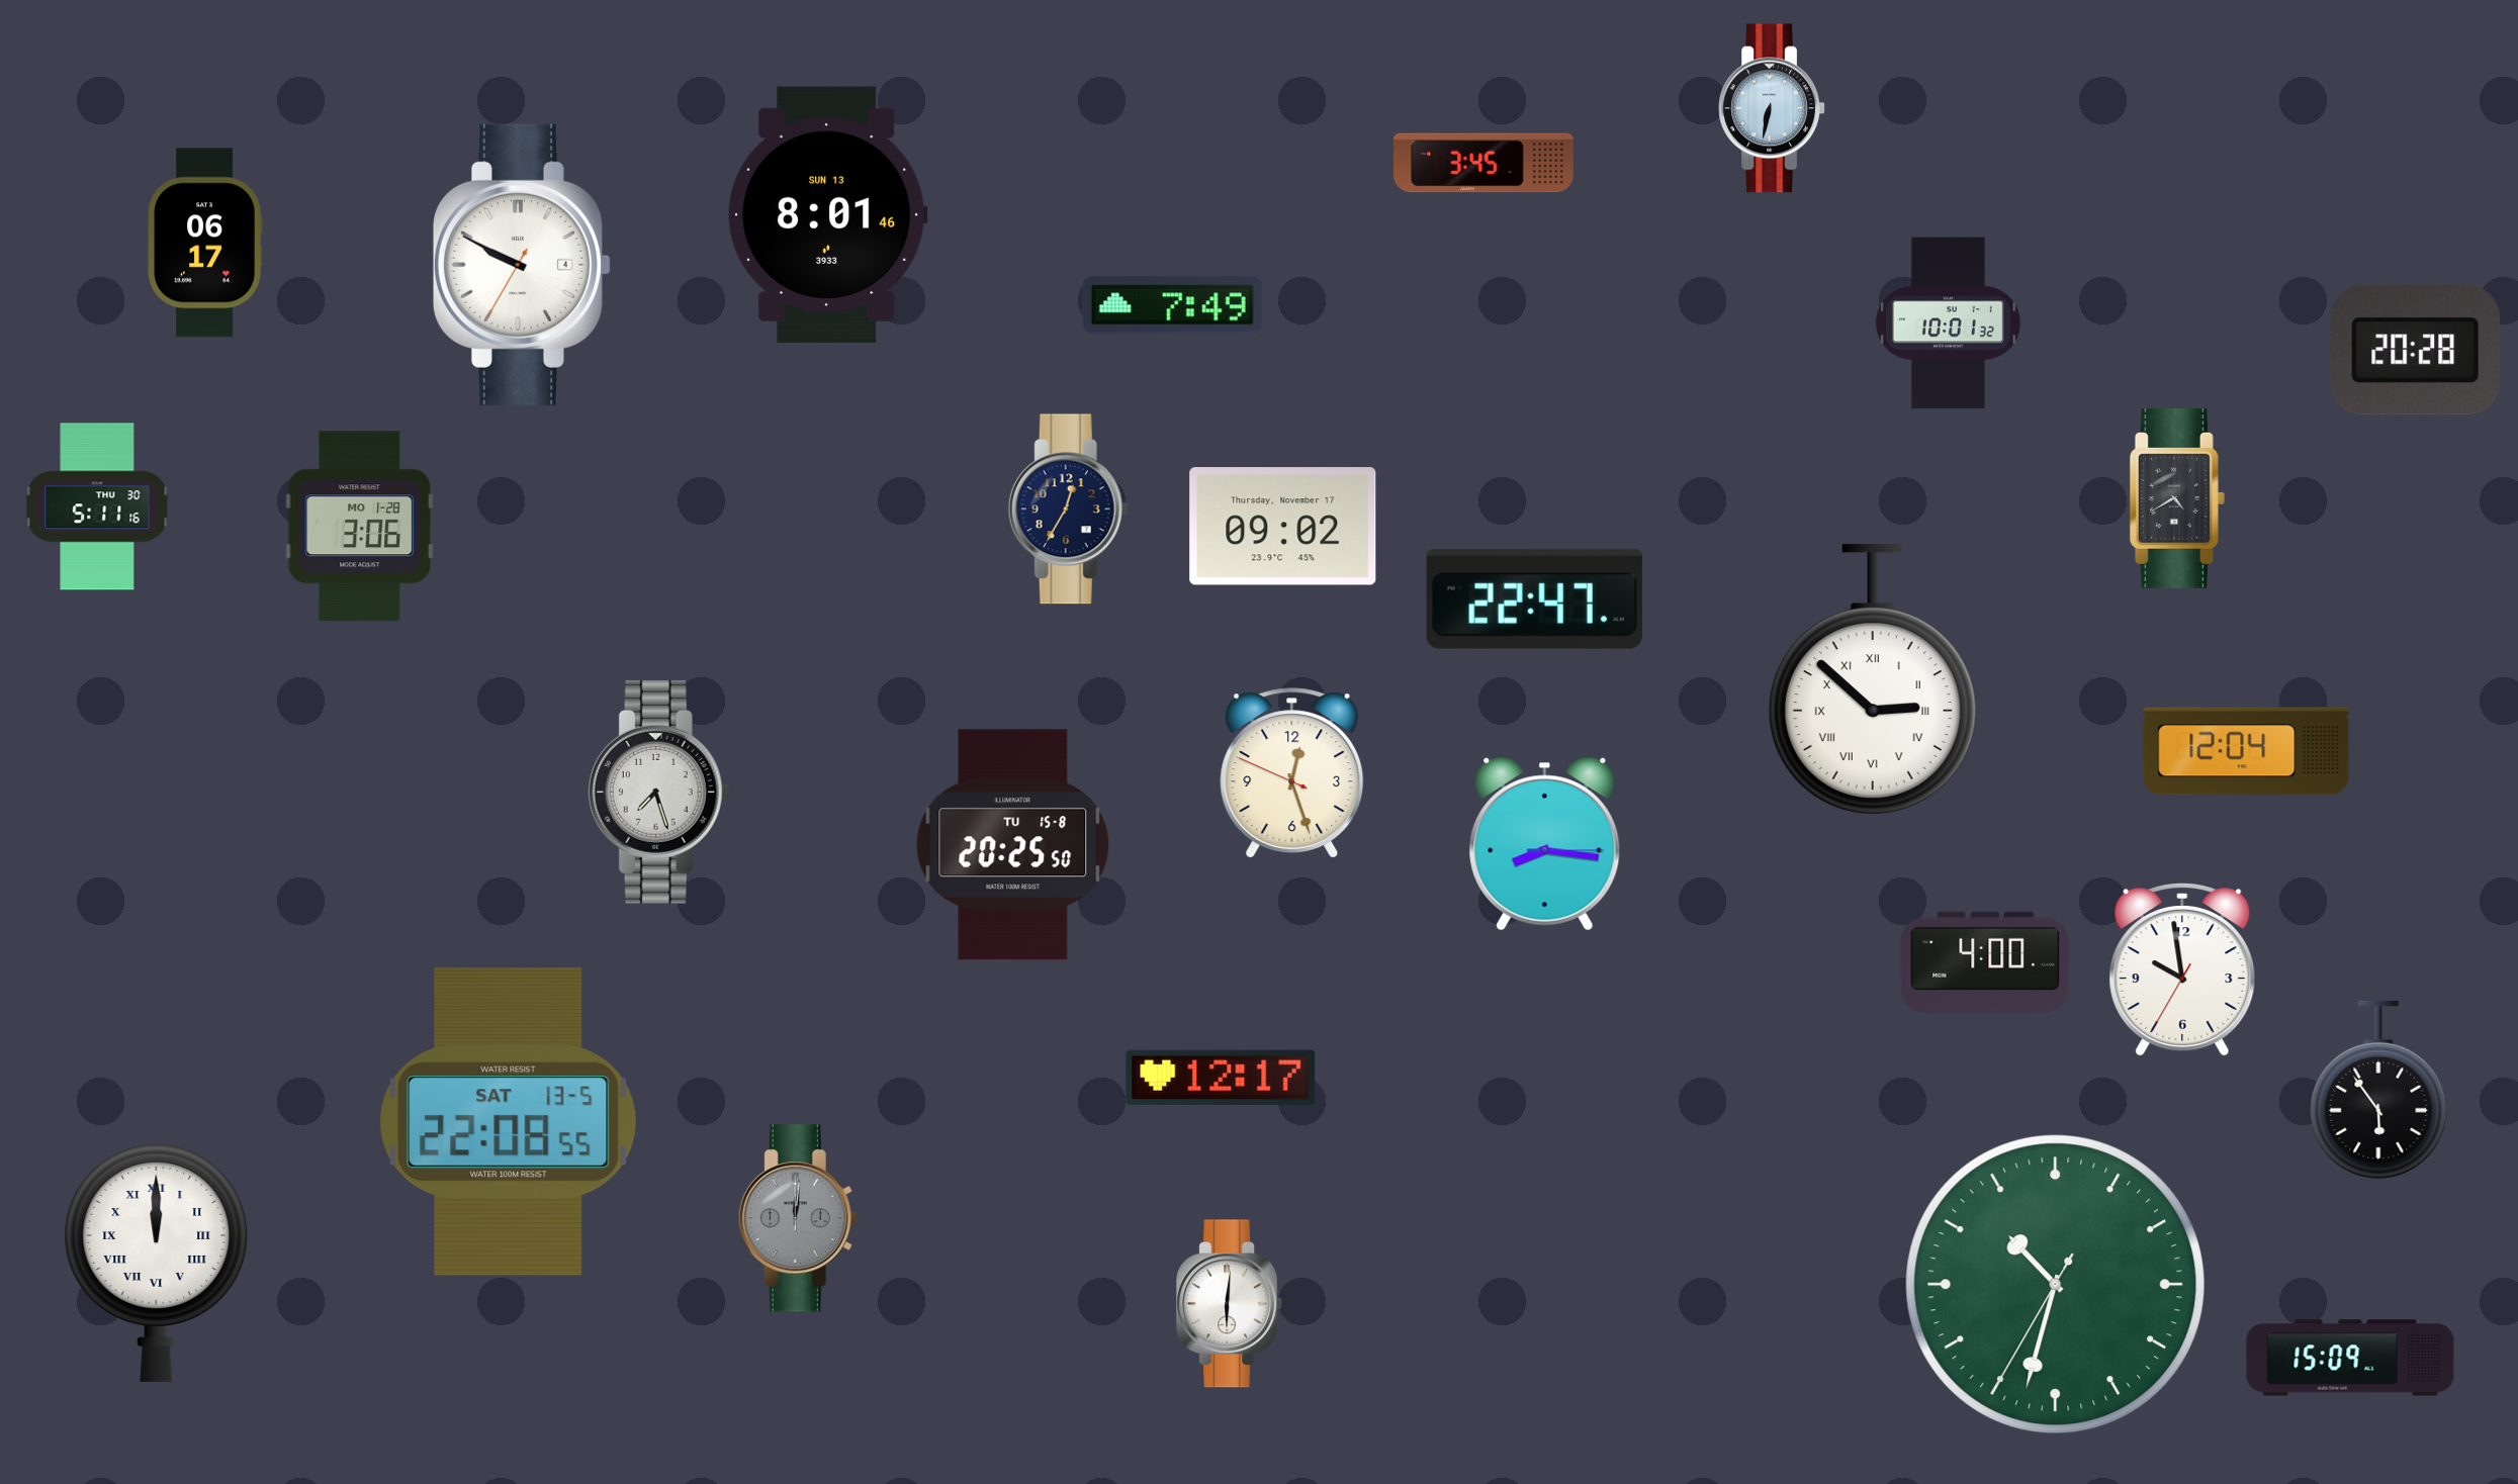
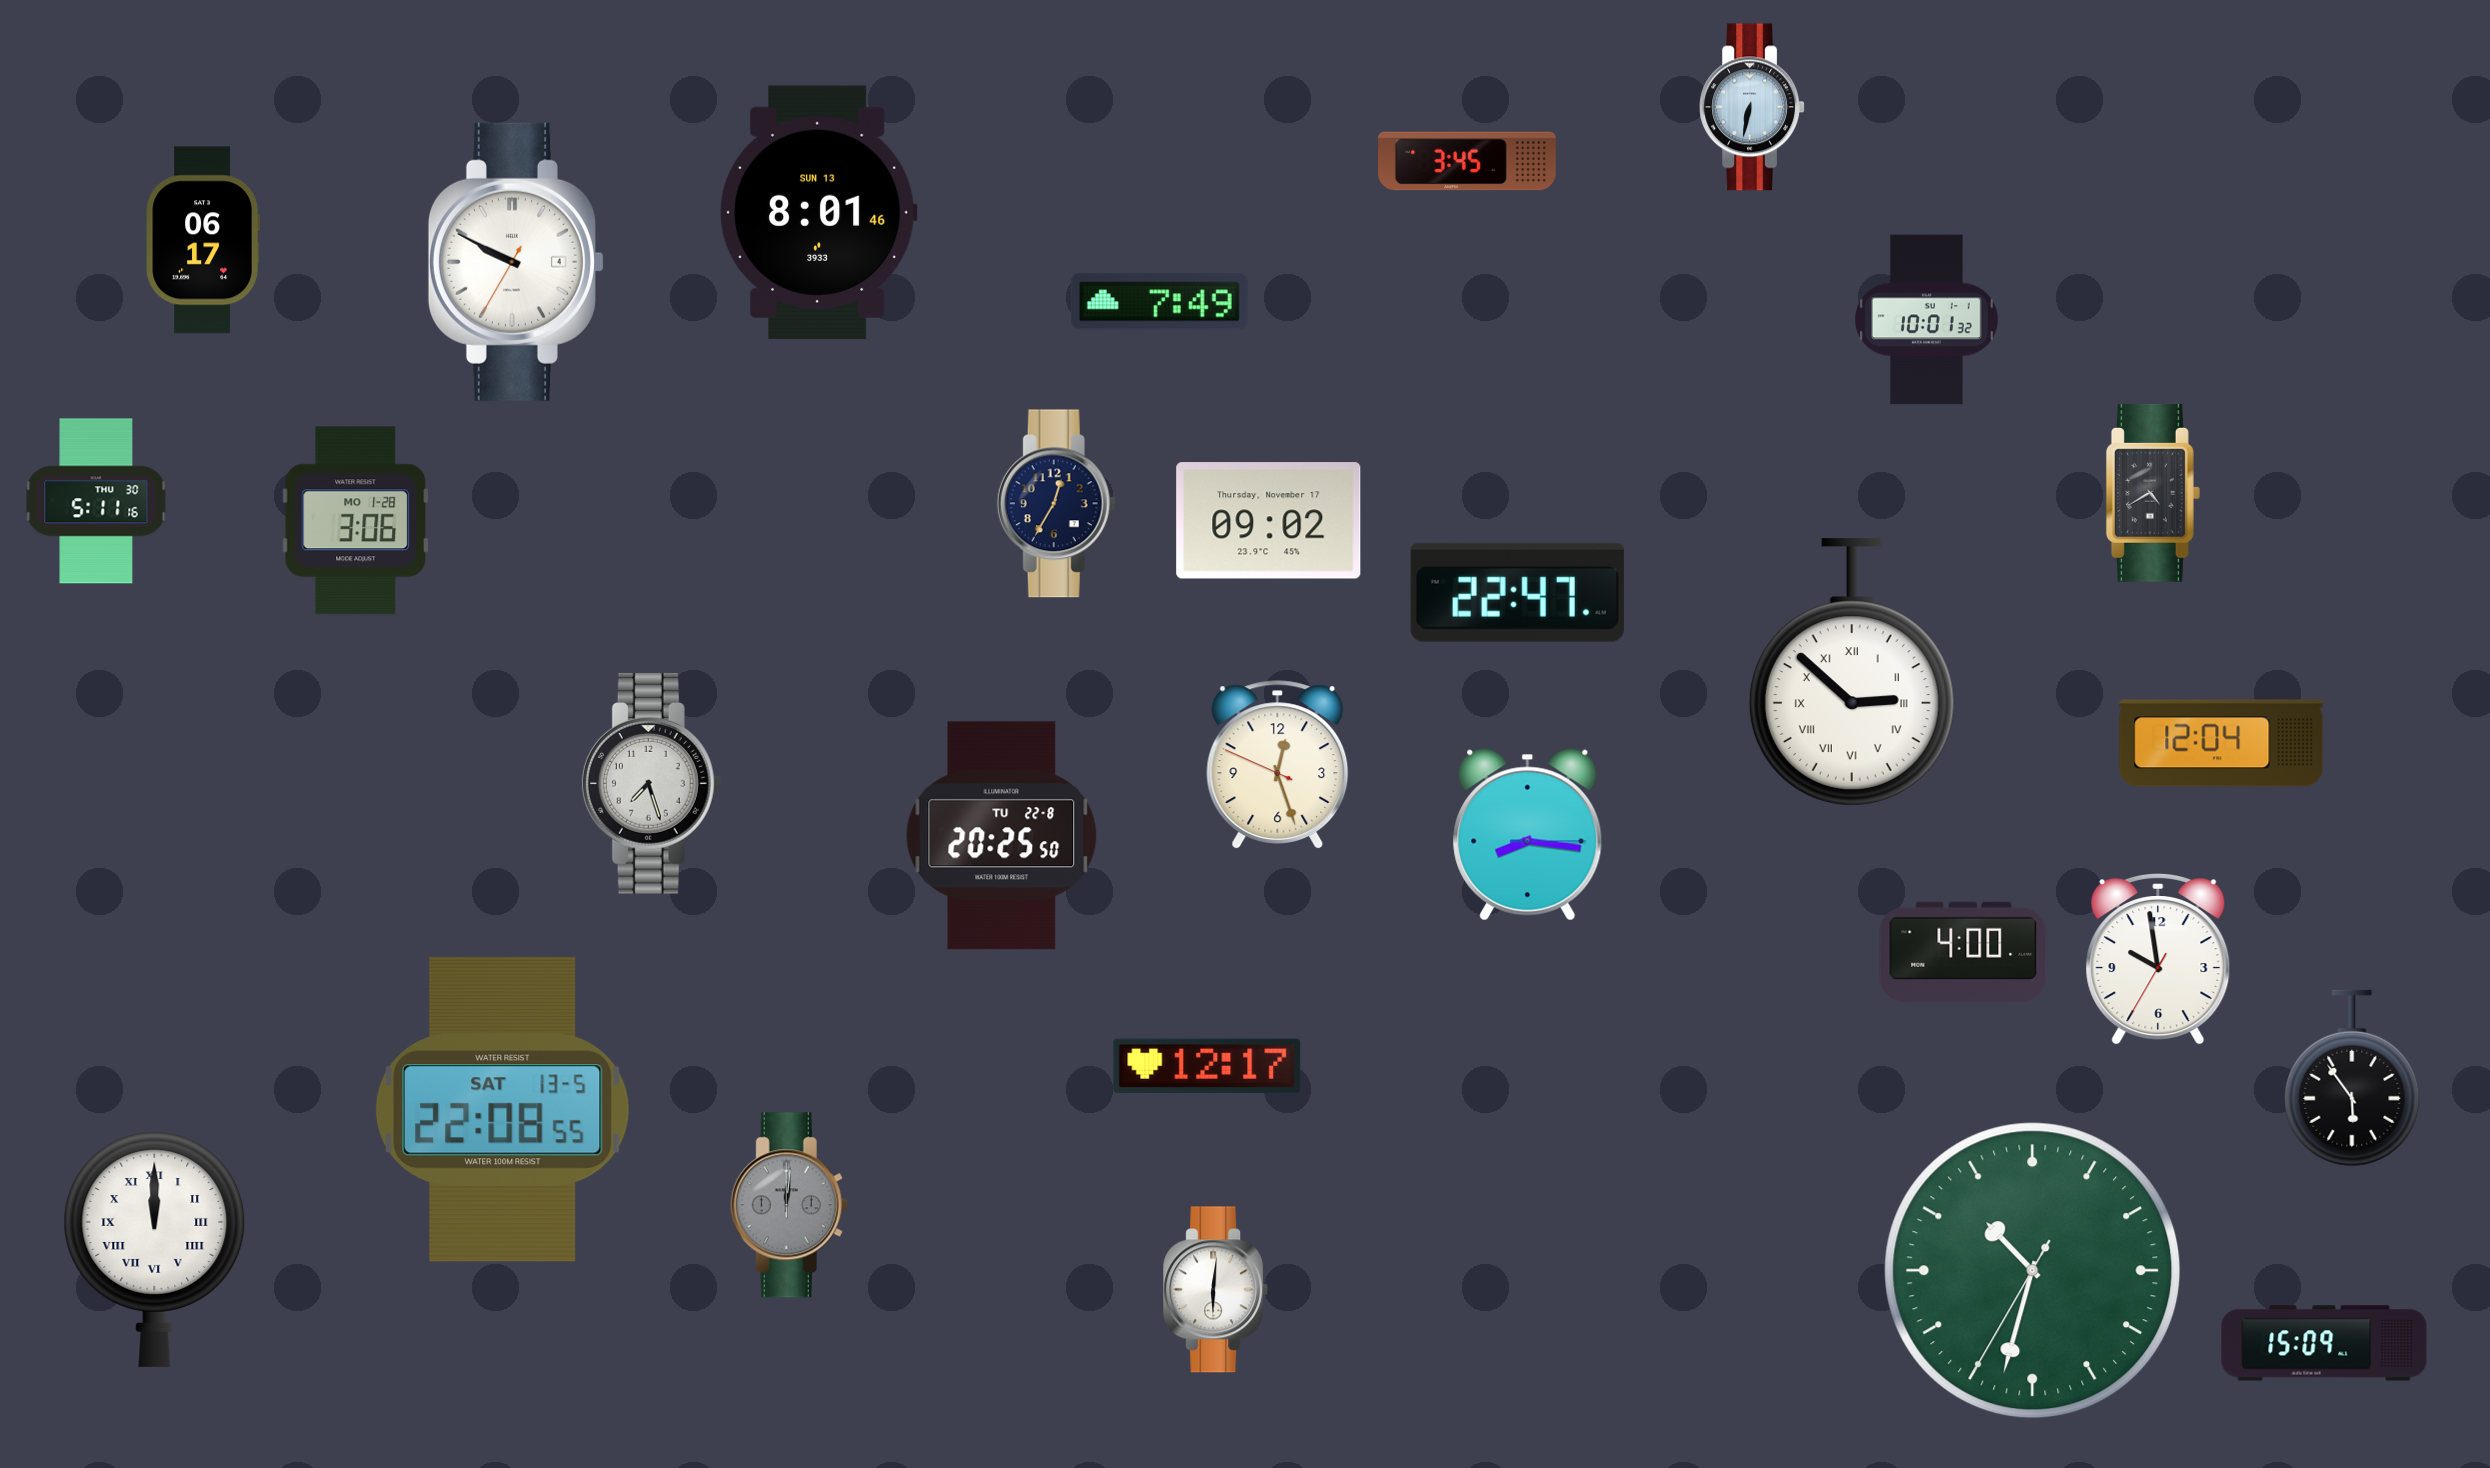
clock at (2416, 350): 20:28 -> none
clock at (1013, 845) date: TU 15-8 -> TU 22-8
